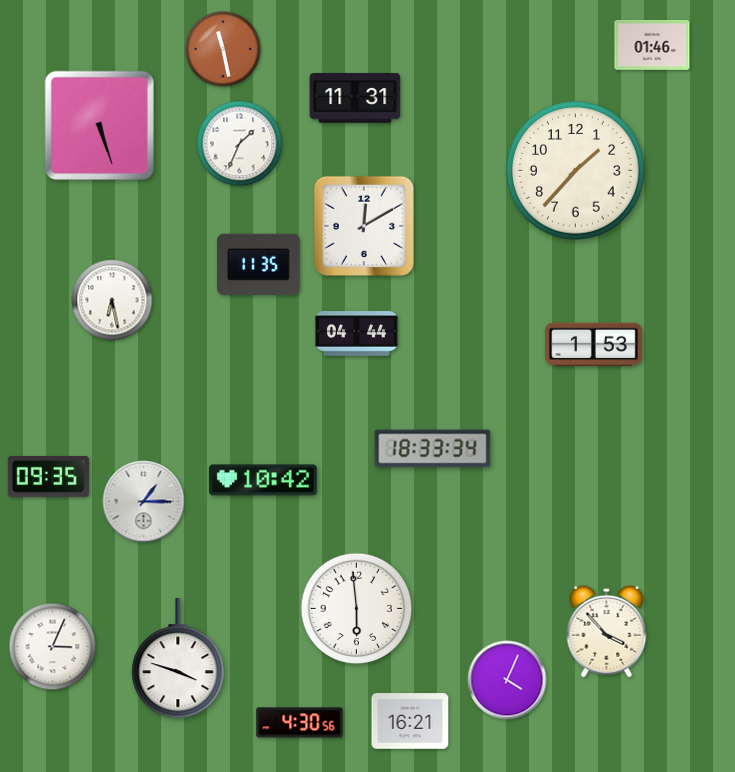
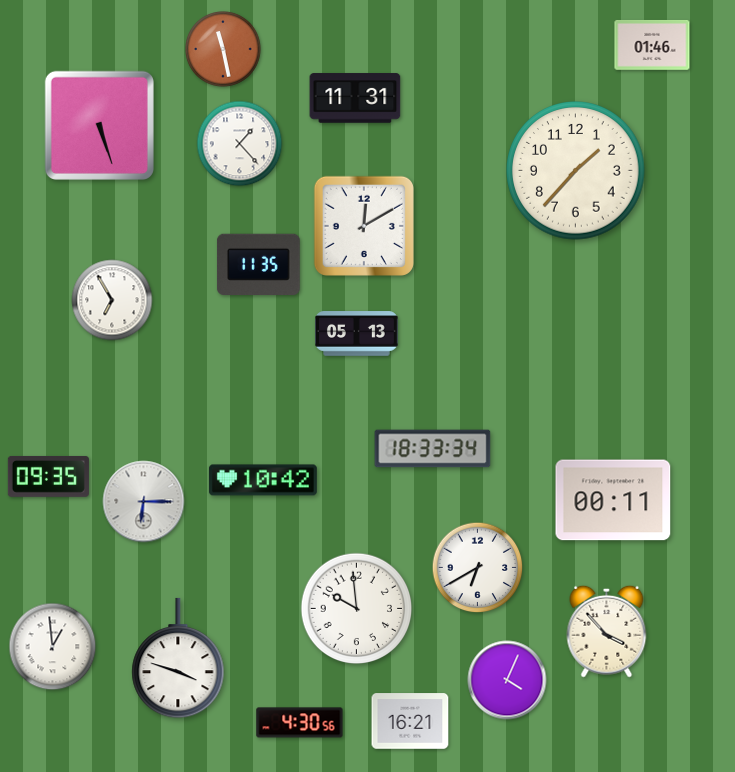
clock at (240, 144): 1:34 -> 1:23
clock at (112, 300): 6:28 -> 6:55
clock at (357, 334): 04:44 -> 05:13
clock at (594, 345): 1:53 -> none
clock at (613, 500): none -> 00:11
clock at (144, 502): 1:15 -> 6:15
clock at (478, 568): none -> 6:40
clock at (357, 609): 5:59 -> 9:59
clock at (53, 647): 3:04 -> 12:59
